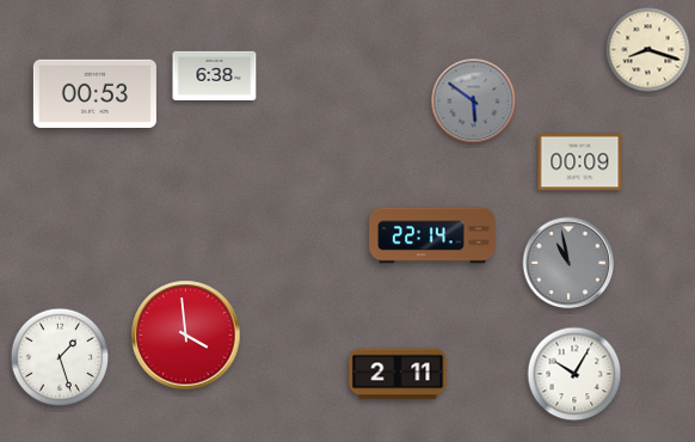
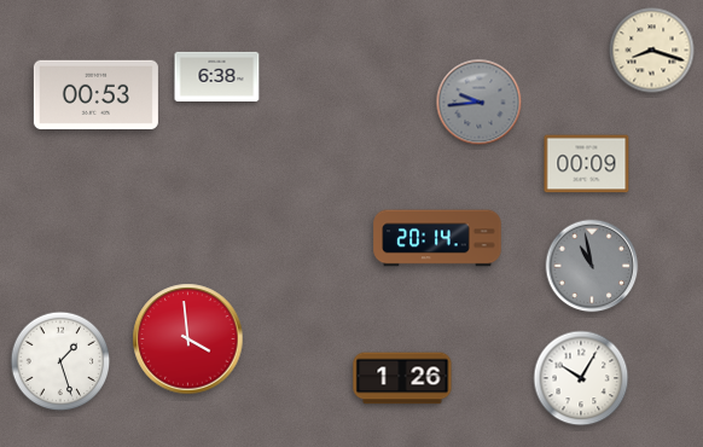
clock at (648, 50) position: (648, 50) -> (652, 51)
clock at (474, 102): 5:51 -> 9:44
clock at (432, 235): 22:14 -> 20:14
clock at (568, 263) position: (568, 263) -> (592, 266)
clock at (398, 374): 2:11 -> 1:26
